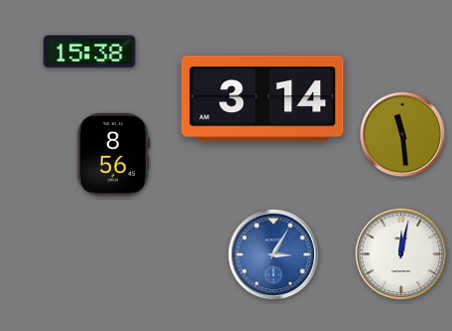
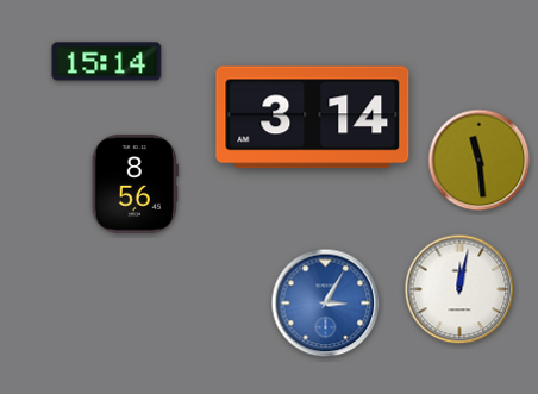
clock at (90, 52): 15:38 -> 15:14
clock at (401, 254) position: (401, 254) -> (459, 289)
